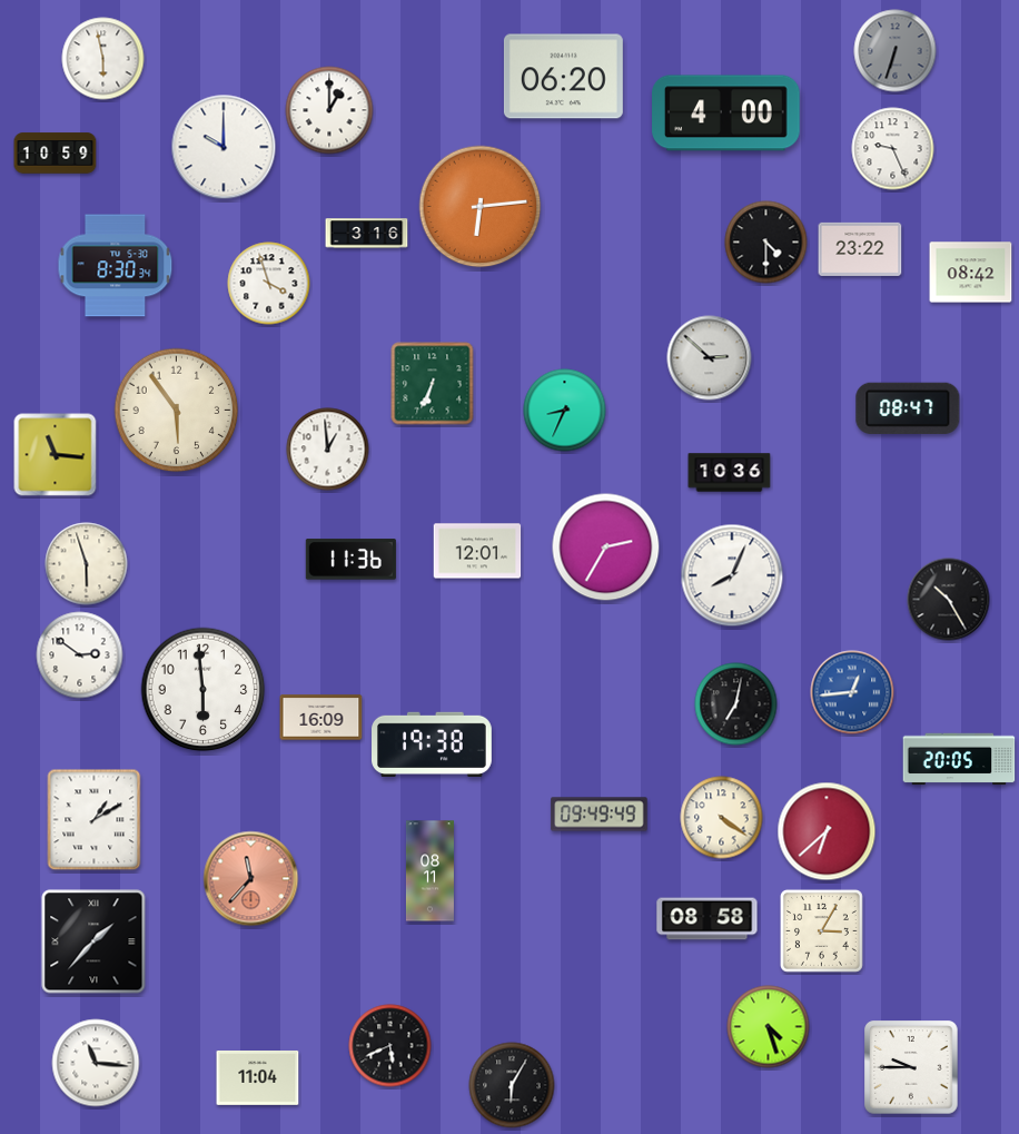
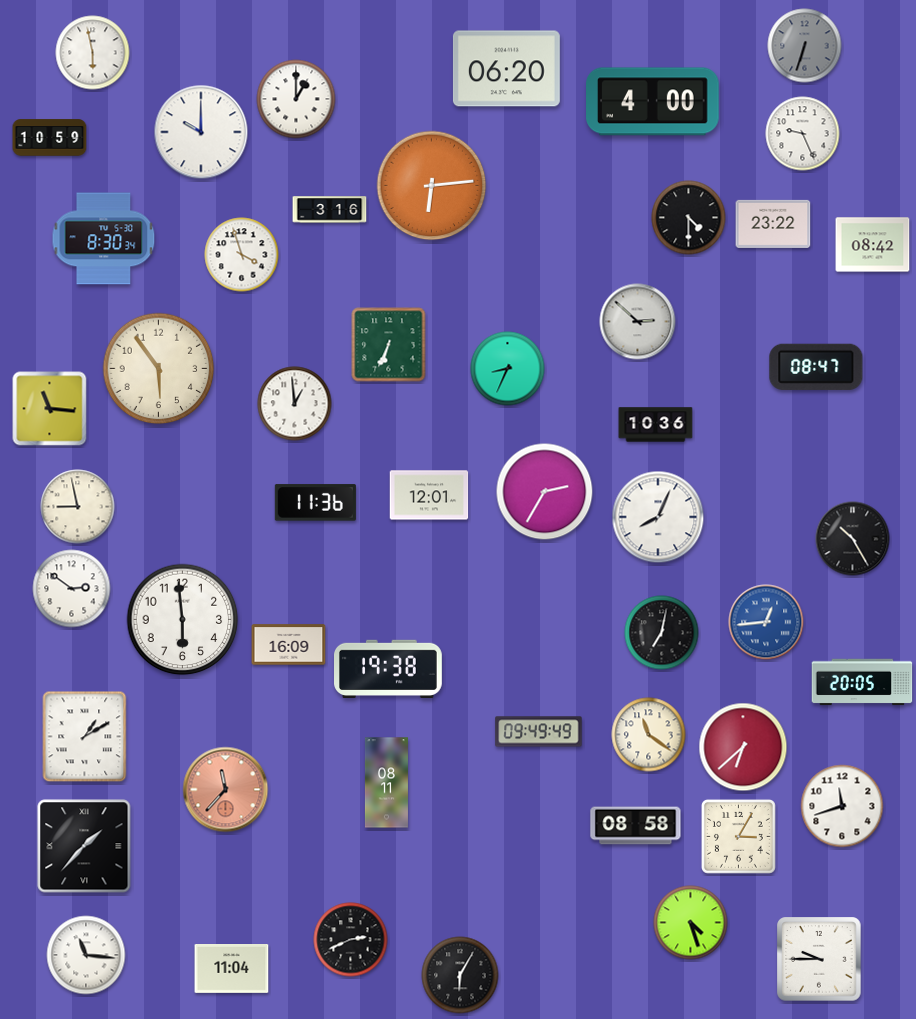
clock at (87, 564): 5:57 -> 8:58
clock at (722, 818): 4:21 -> 11:21
clock at (842, 806): none -> 11:42
clock at (390, 1046): 5:41 -> 2:41
